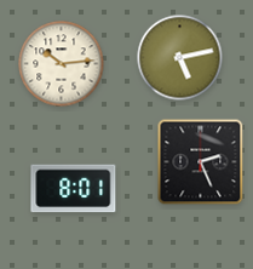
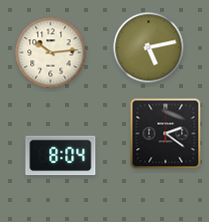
clock at (201, 162): 2:26 -> 2:21
clock at (74, 189): 8:01 -> 8:04
